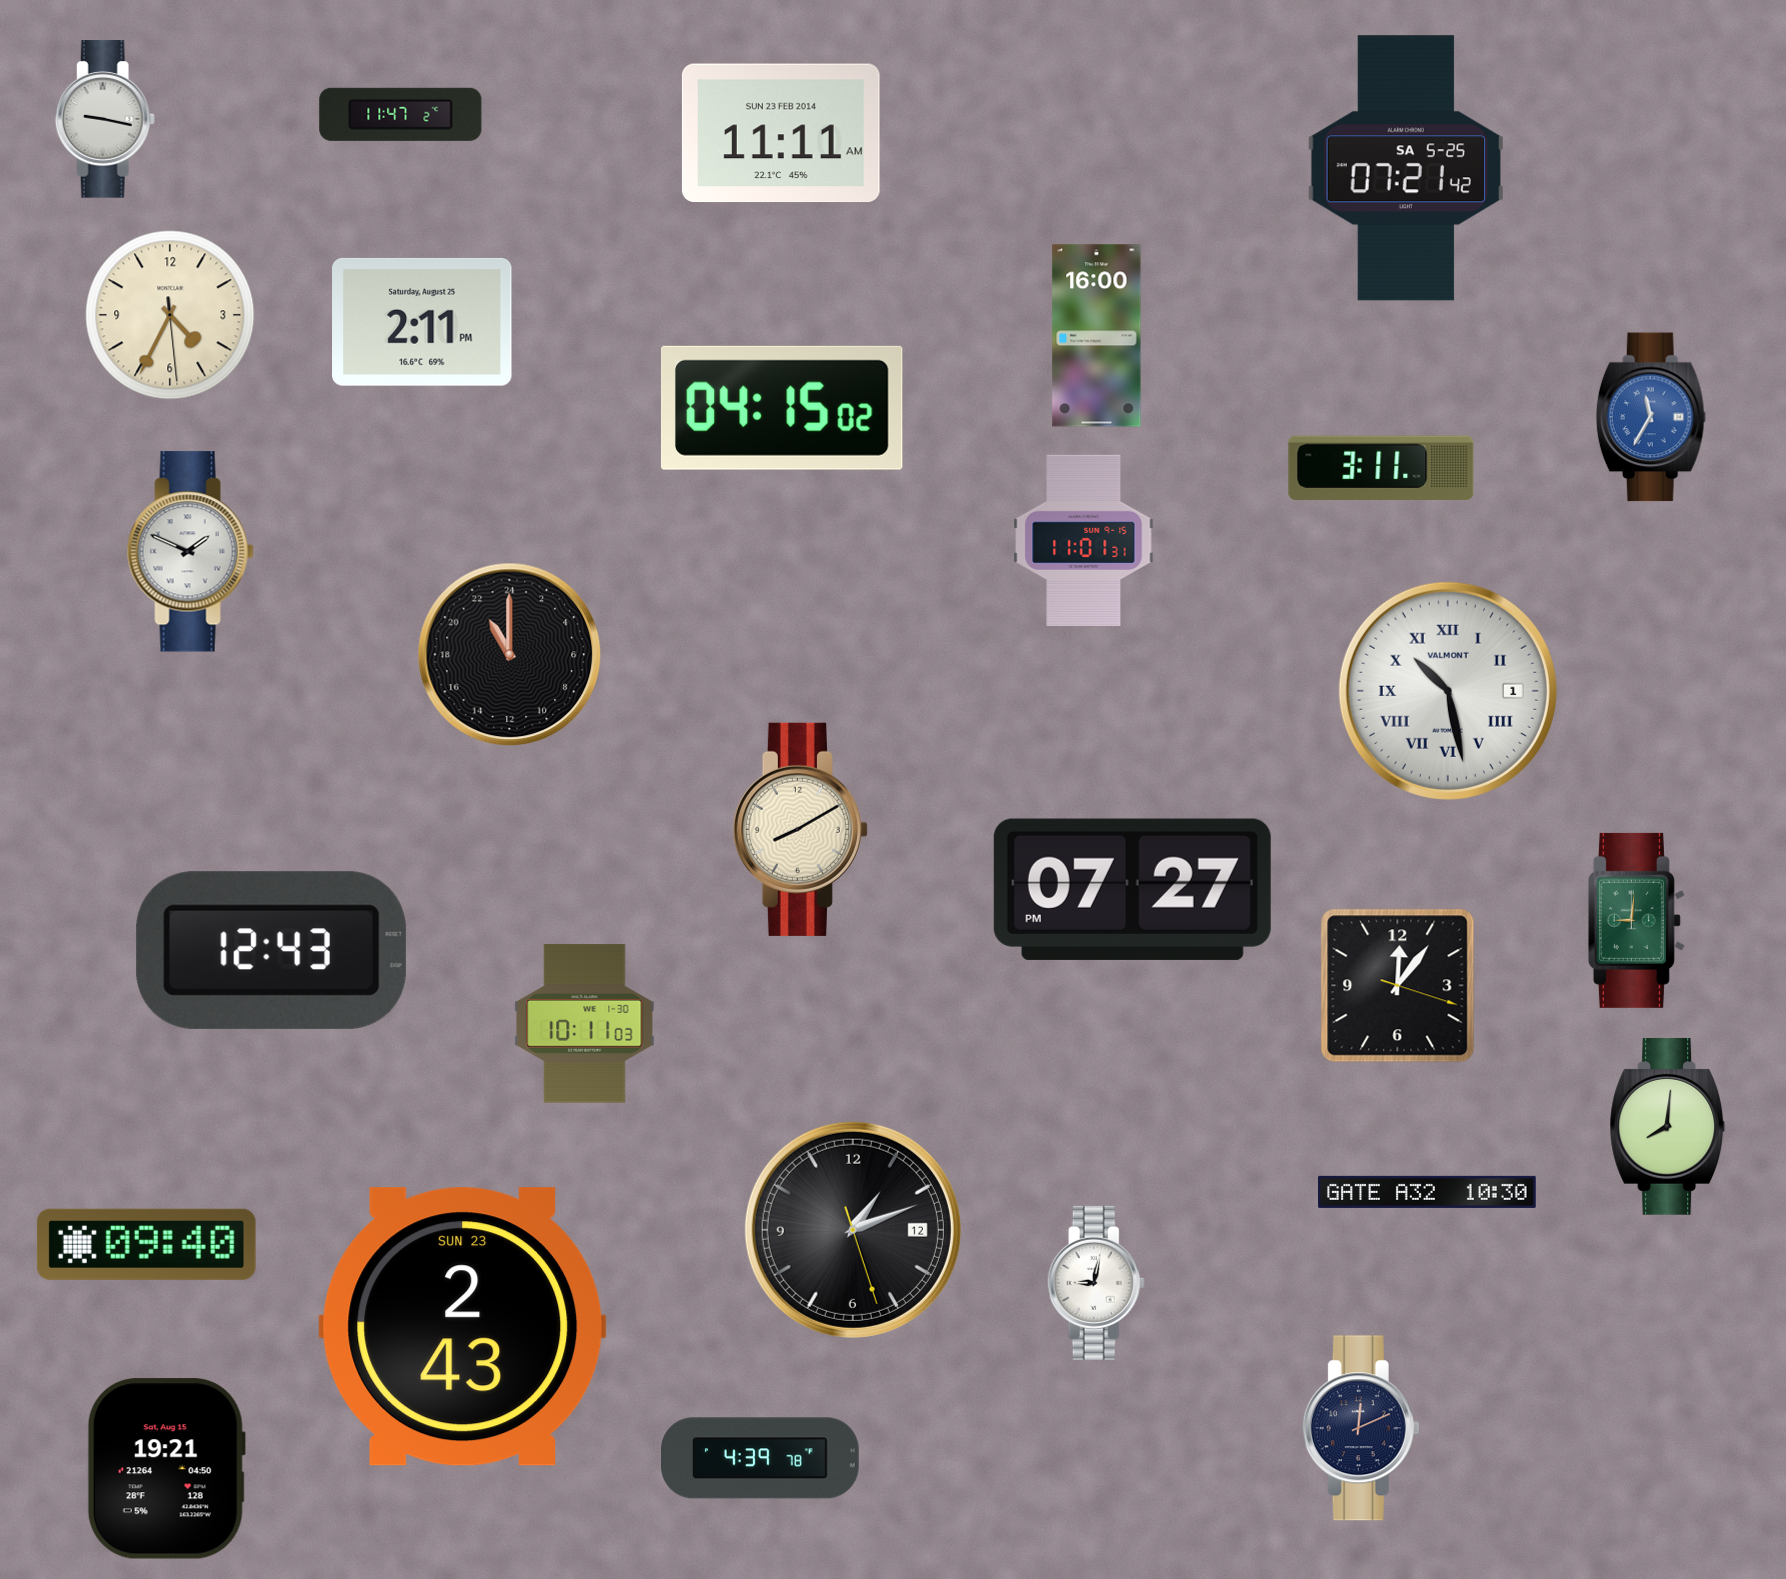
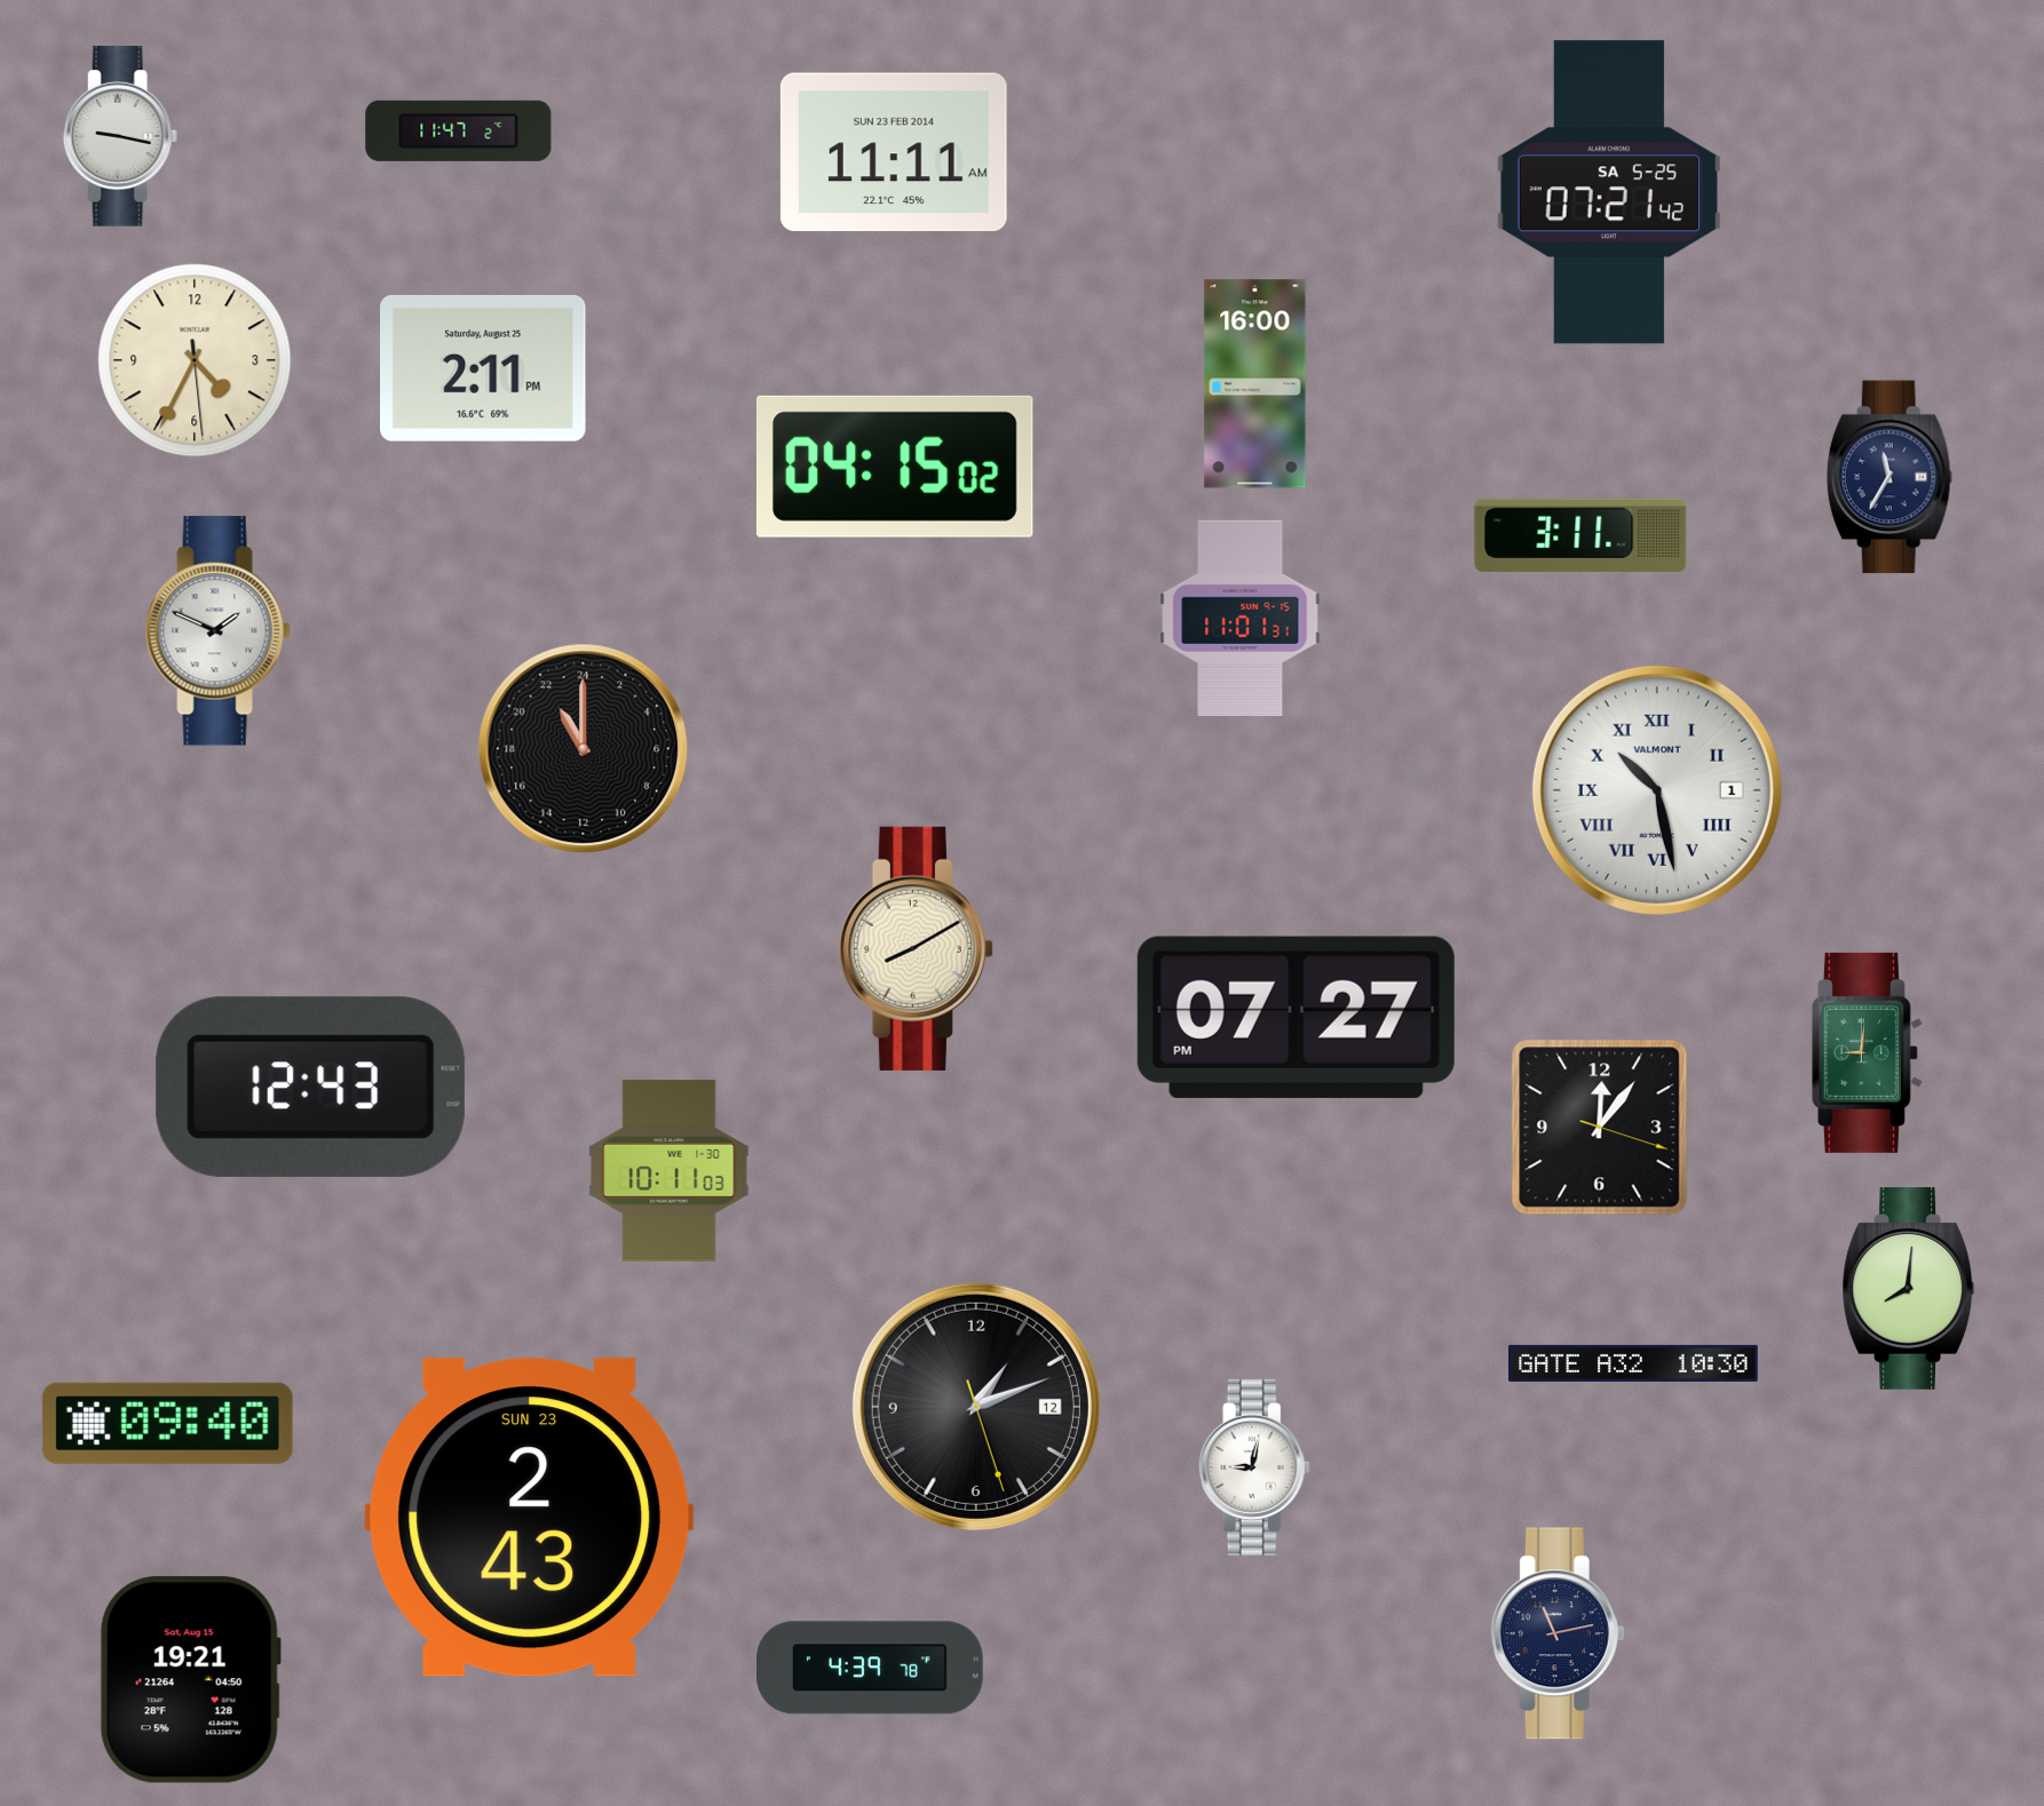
clock at (1651, 417) dial: blue -> navy
clock at (1636, 920) position: (1636, 920) -> (1867, 1052)
clock at (1361, 1428): 12:11 -> 11:13
